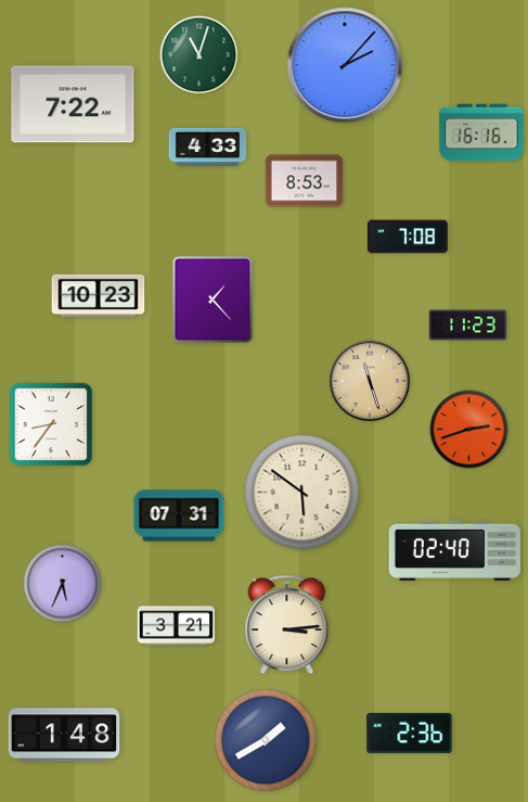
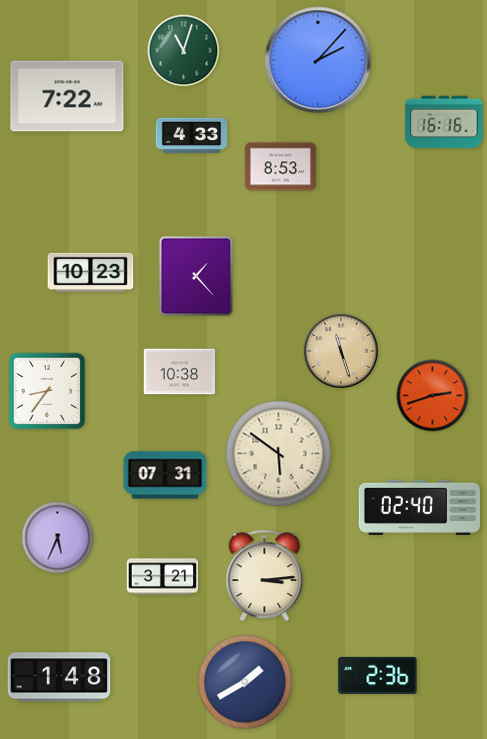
clock at (408, 237): 7:08 -> none
clock at (468, 326): 11:23 -> none
clock at (180, 372): none -> 10:38
